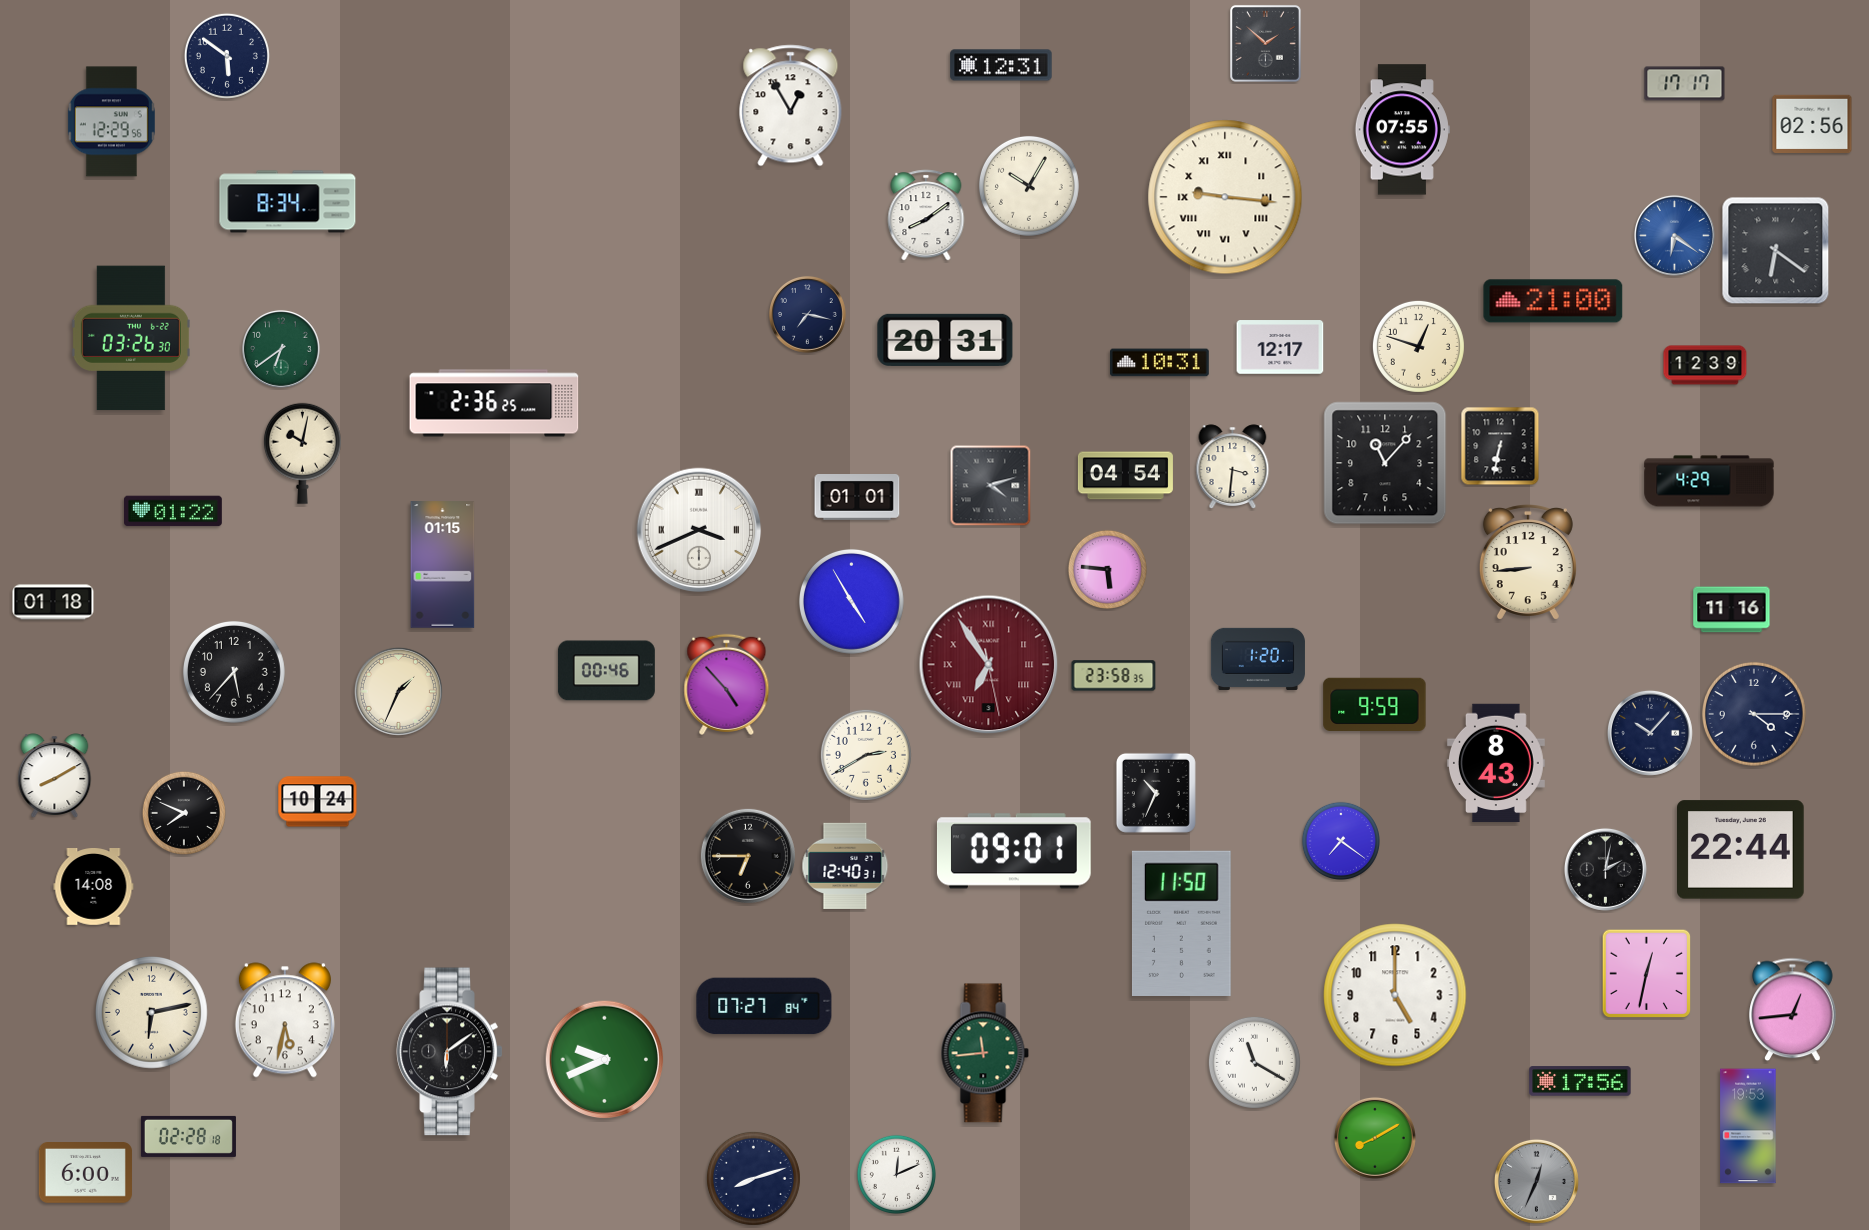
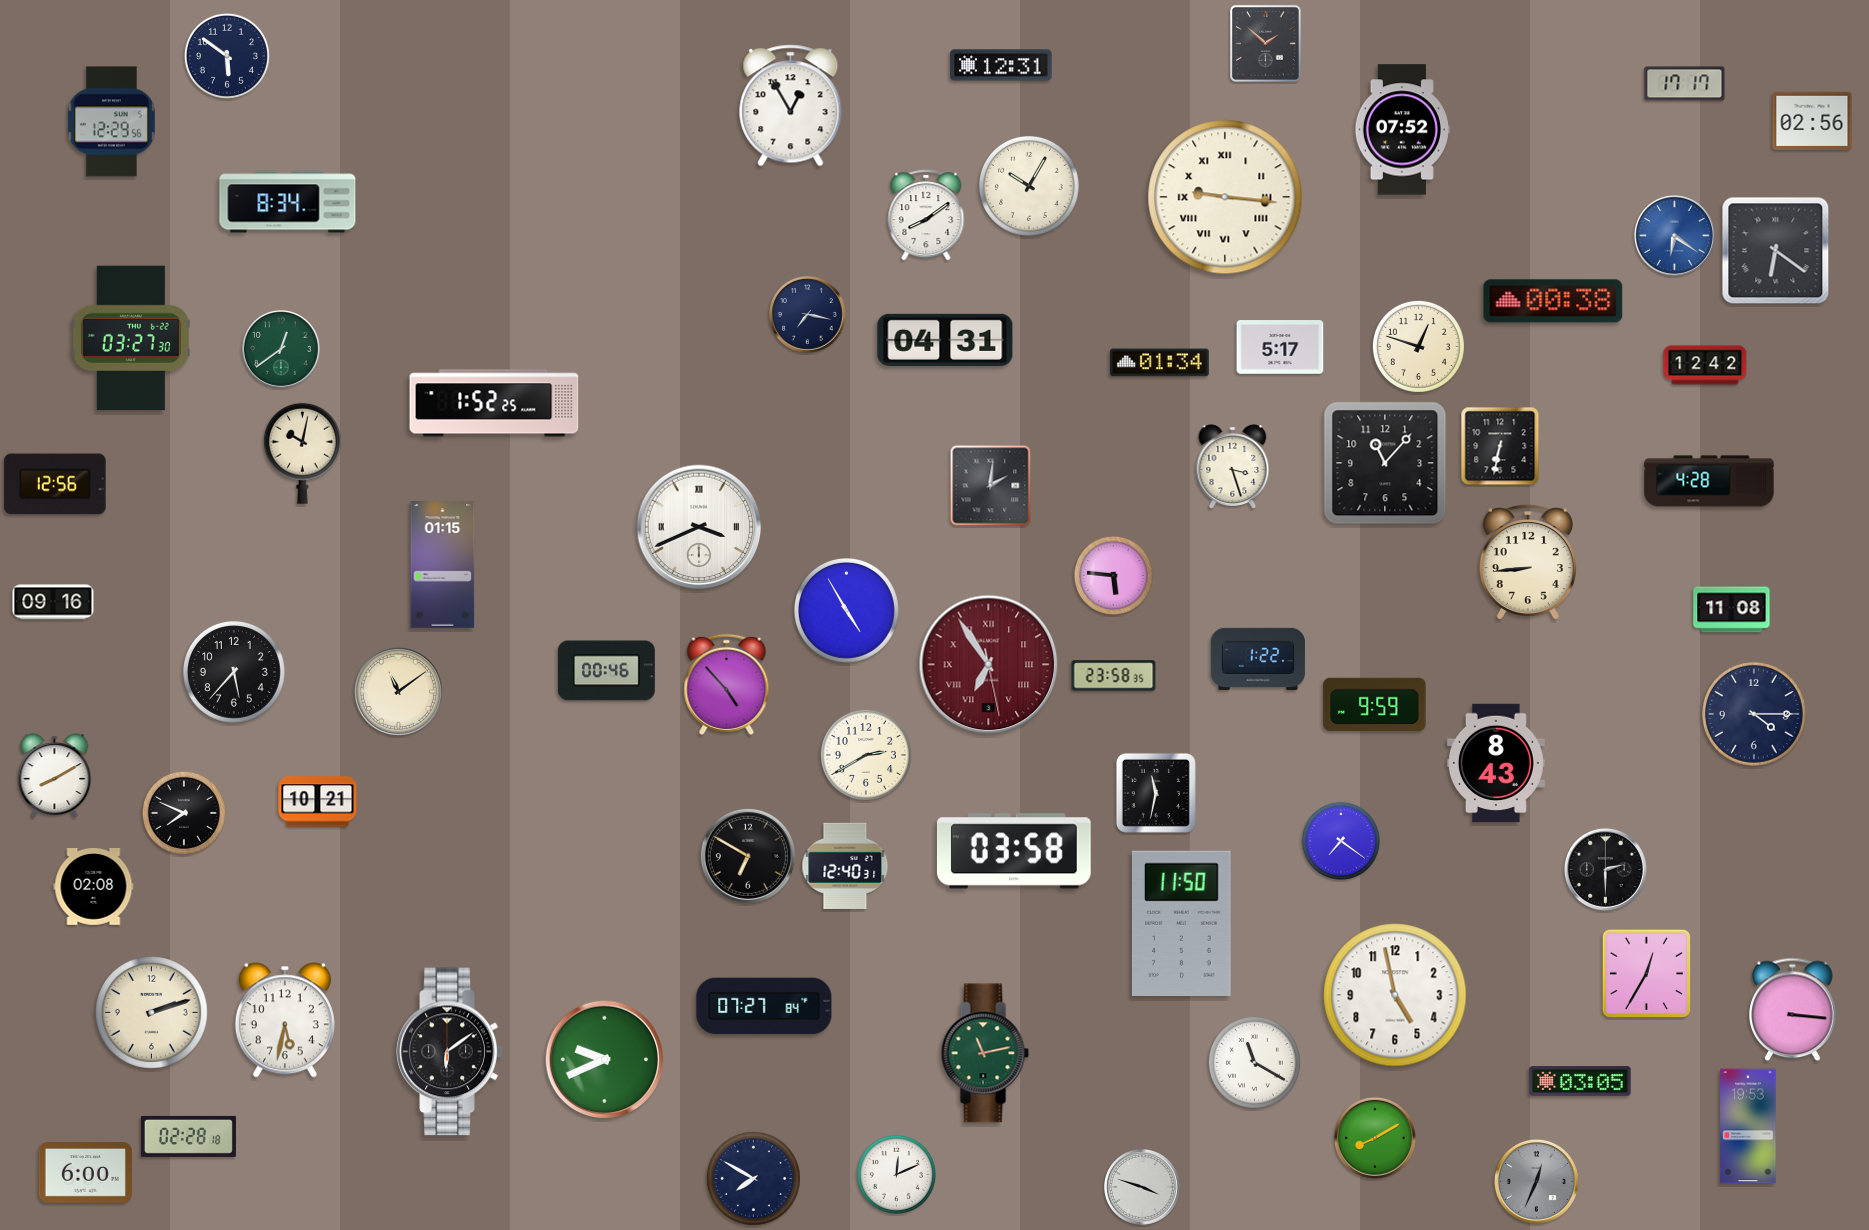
clock at (1812, 123) position: (1812, 123) -> (1812, 120)
clock at (1402, 130): 07:55 -> 07:52
clock at (1553, 301): 21:00 -> 00:38
clock at (131, 338): 03:26 -> 03:27
clock at (945, 340): 20:31 -> 04:31
clock at (1280, 347): 12:17 -> 5:17
clock at (281, 349): 6:39 -> 12:39
clock at (1160, 363): 10:31 -> 01:34
clock at (1705, 365): 12:39 -> 12:42
clock at (494, 403): 2:36 -> 1:52
clock at (1233, 467): 3:31 -> 3:27
clock at (1125, 476): 04:54 -> none
clock at (1709, 481): 4:29 -> 4:28
clock at (55, 484): none -> 12:56
clock at (991, 486): 4:12 -> 2:01
clock at (857, 498): 01:01 -> none
clock at (174, 511): 01:22 -> none
clock at (699, 530) position: (699, 530) -> (699, 527)
clock at (1107, 569) position: (1107, 569) -> (1113, 575)
clock at (851, 601) position: (851, 601) -> (846, 610)
clock at (53, 602): 01:18 -> 09:16
clock at (1732, 610): 11:16 -> 11:08
clock at (1258, 659): 1:20 -> 1:22
clock at (398, 691): 1:34 -> 11:09
clock at (1650, 733): 10:07 -> none
clock at (1156, 793): 10:34 -> 11:32
clock at (318, 802): 10:24 -> 10:21
clock at (1741, 850): 22:44 -> none
clock at (1014, 851): 09:01 -> 03:58
clock at (748, 856): 6:45 -> 6:50
clock at (1605, 869): 2:02 -> 2:30
clock at (94, 887): 14:08 -> 02:08
clock at (1647, 974): 12:32 -> 12:35
clock at (1395, 995): 5:00 -> 4:58
clock at (1793, 1010): 12:44 -> 3:16
clock at (152, 1013): 6:13 -> 2:12
clock at (985, 1053): 11:44 -> 11:13
clock at (1580, 1081): 17:56 -> 03:05
clock at (753, 1178): 8:12 -> 7:50
clock at (1143, 1188): none -> 3:48
